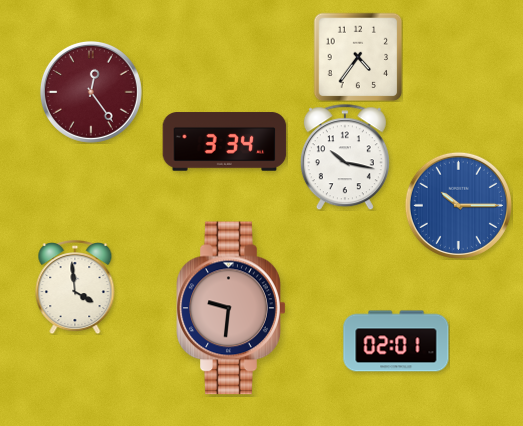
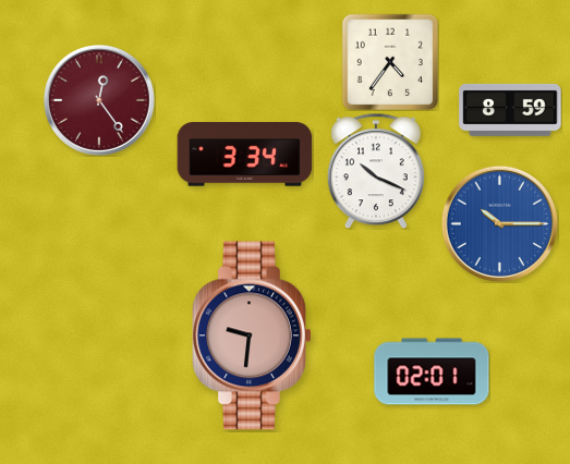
clock at (510, 110): none -> 8:59
clock at (345, 157): 10:17 -> 10:19
clock at (75, 288): 3:59 -> none
